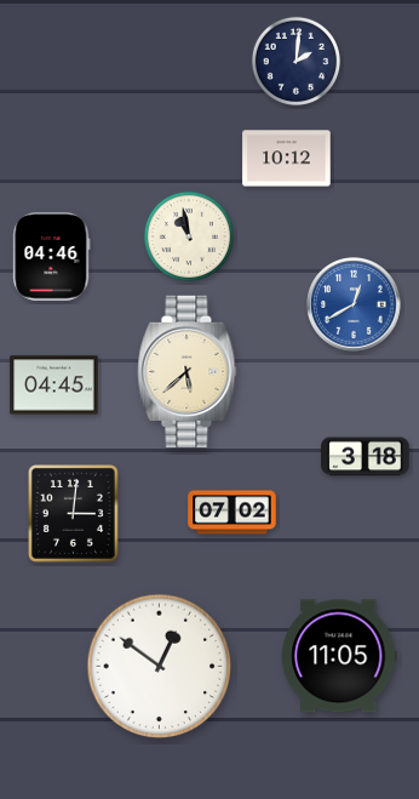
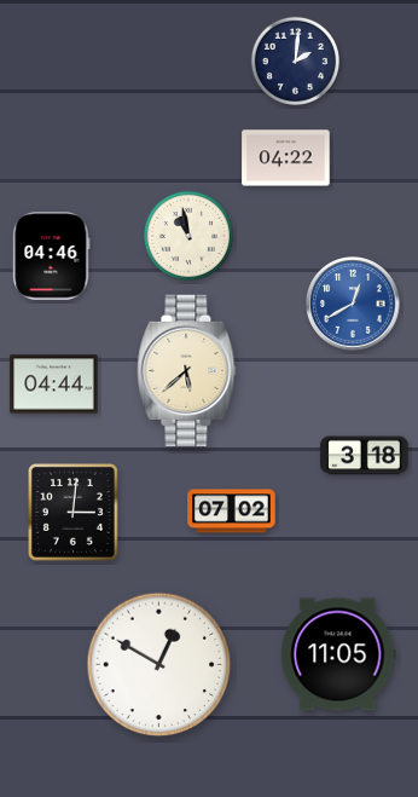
clock at (287, 159): 10:12 -> 04:22
clock at (54, 386): 04:45 -> 04:44
clock at (160, 667): 12:51 -> 12:50
